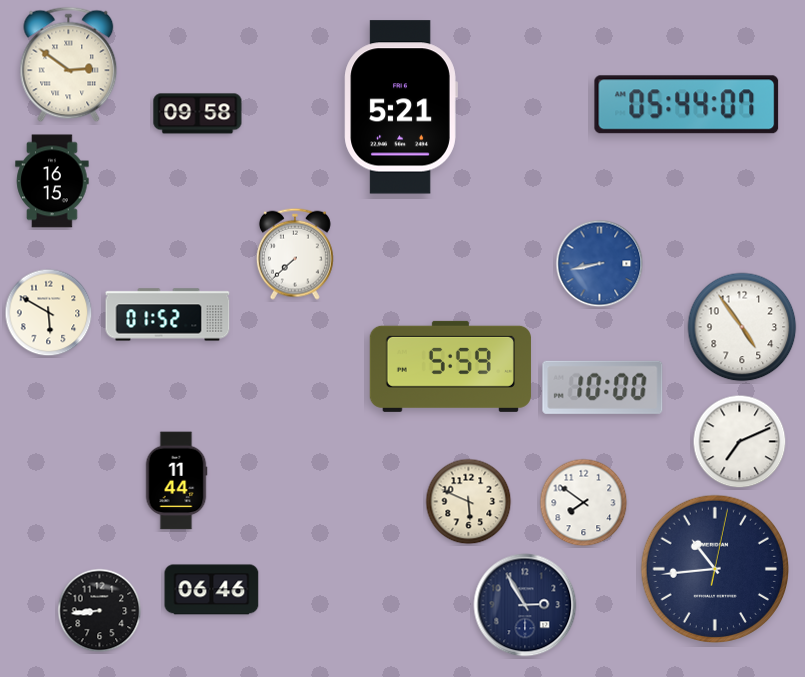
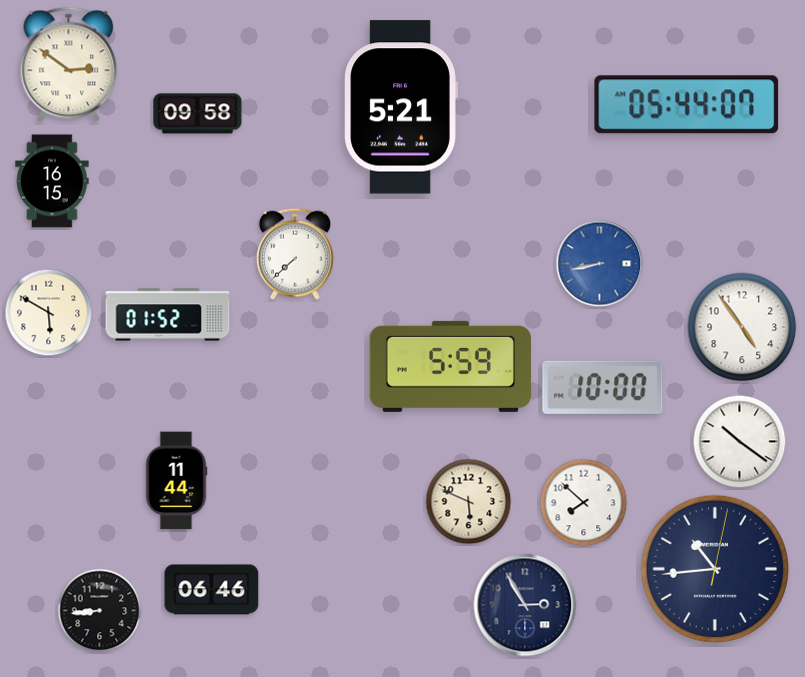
clock at (740, 442): 7:11 -> 10:21
clock at (584, 503): 7:51 -> 7:52
